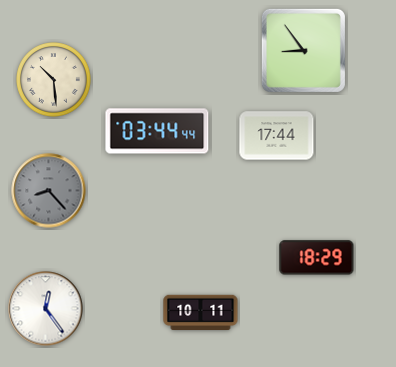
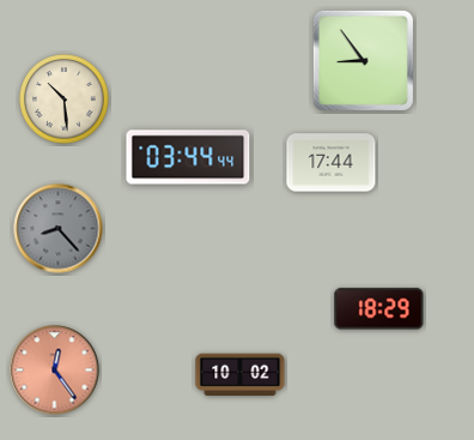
clock at (54, 80) position: (54, 80) -> (65, 100)
clock at (46, 309) dial: white -> salmon
clock at (201, 313): 10:11 -> 10:02
